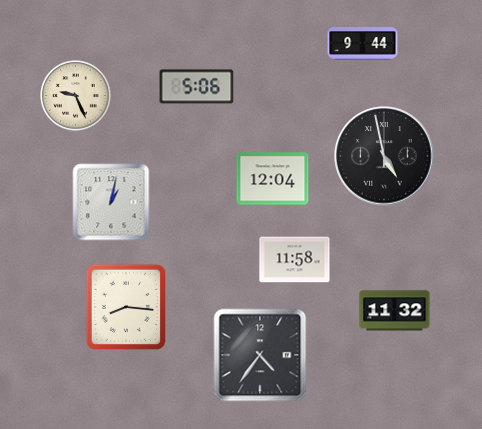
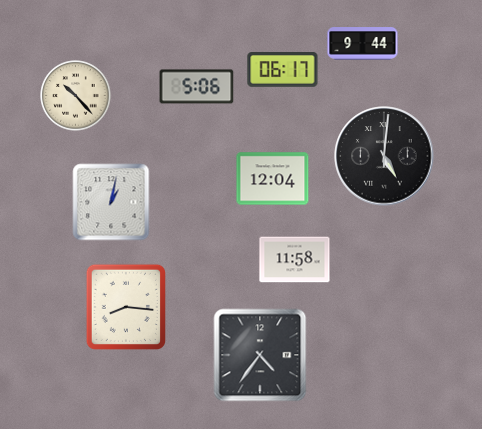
clock at (283, 70): none -> 06:17
clock at (76, 96): 9:26 -> 10:23
clock at (384, 156): 4:58 -> 5:01
clock at (395, 311): 11:32 -> none
